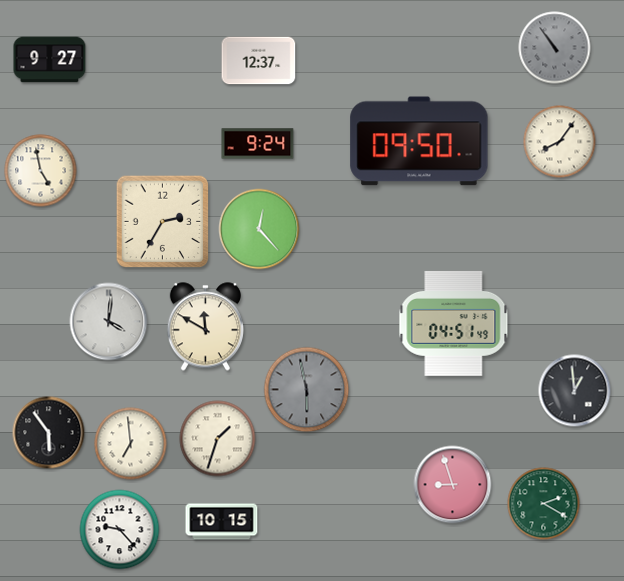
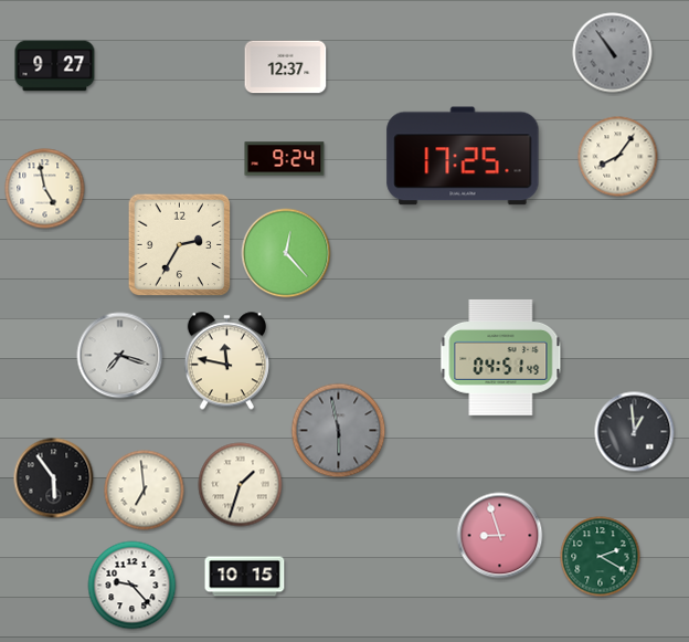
clock at (419, 141): 09:50 -> 17:25
clock at (109, 322): 4:01 -> 7:18
clock at (205, 327): 11:50 -> 11:47
